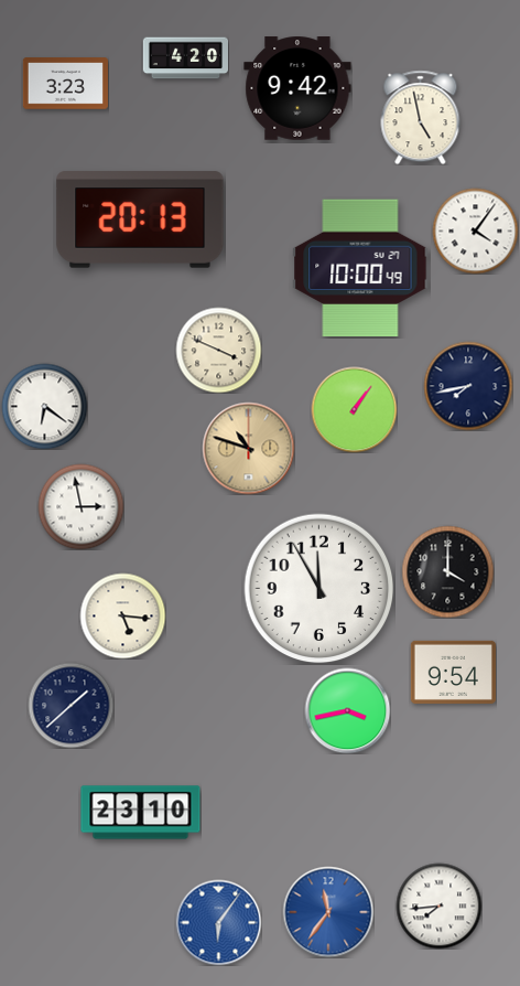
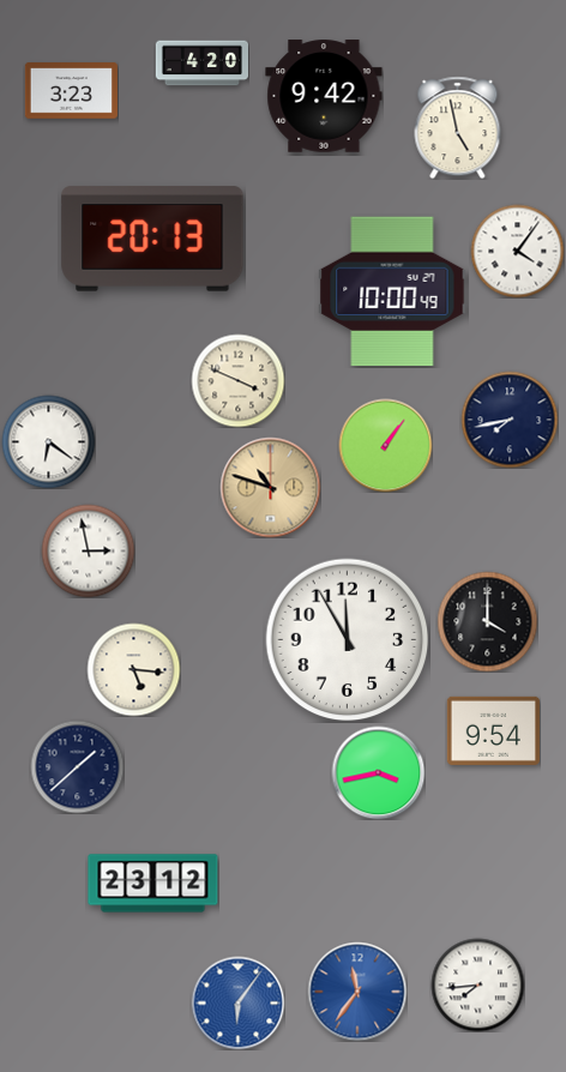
clock at (141, 813): 23:10 -> 23:12
